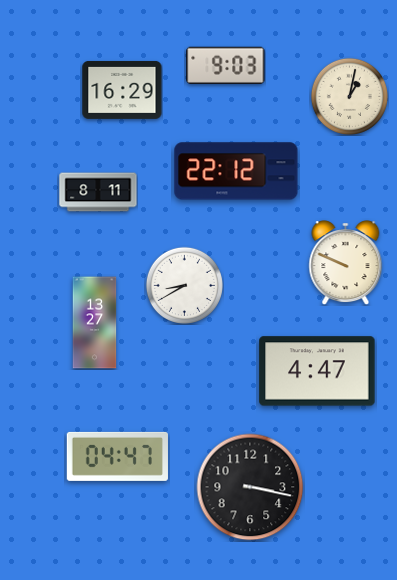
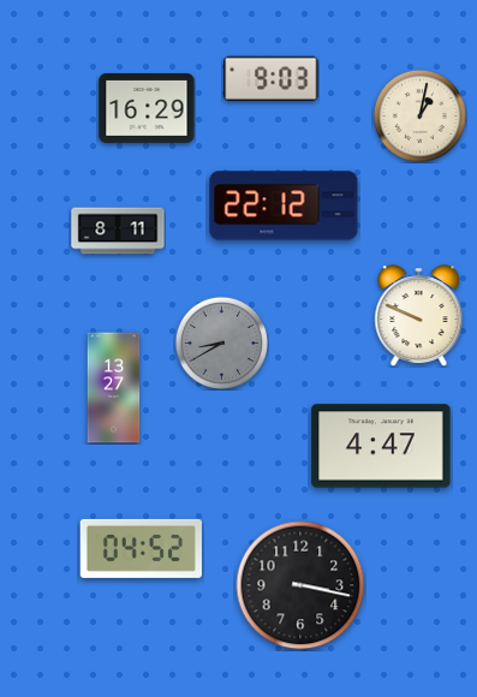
clock at (346, 263) position: (346, 263) -> (419, 316)
clock at (184, 285) dial: white -> grey
clock at (117, 456): 04:47 -> 04:52
